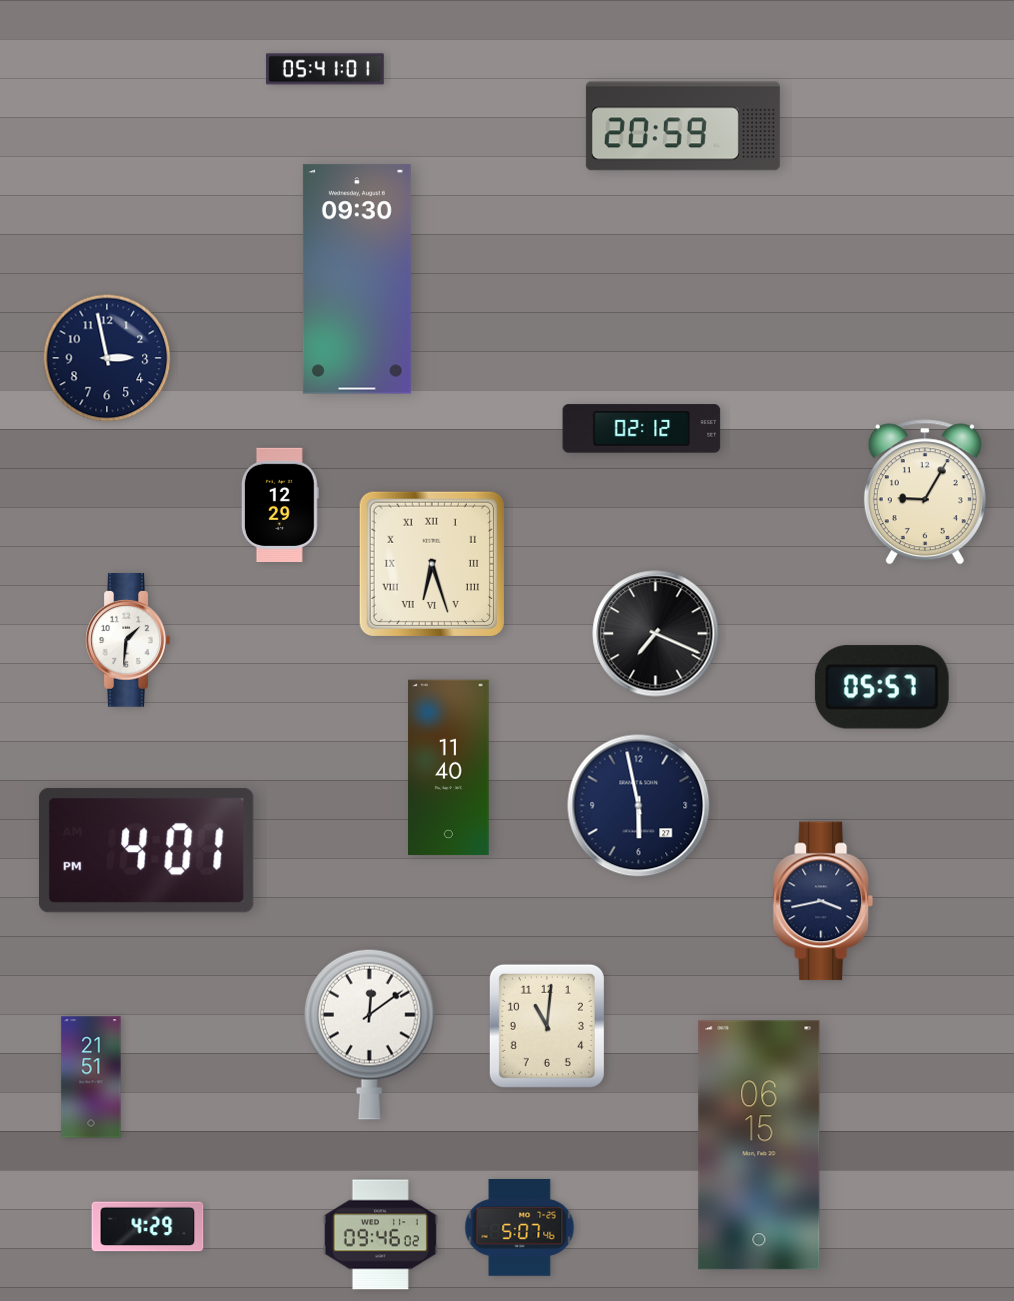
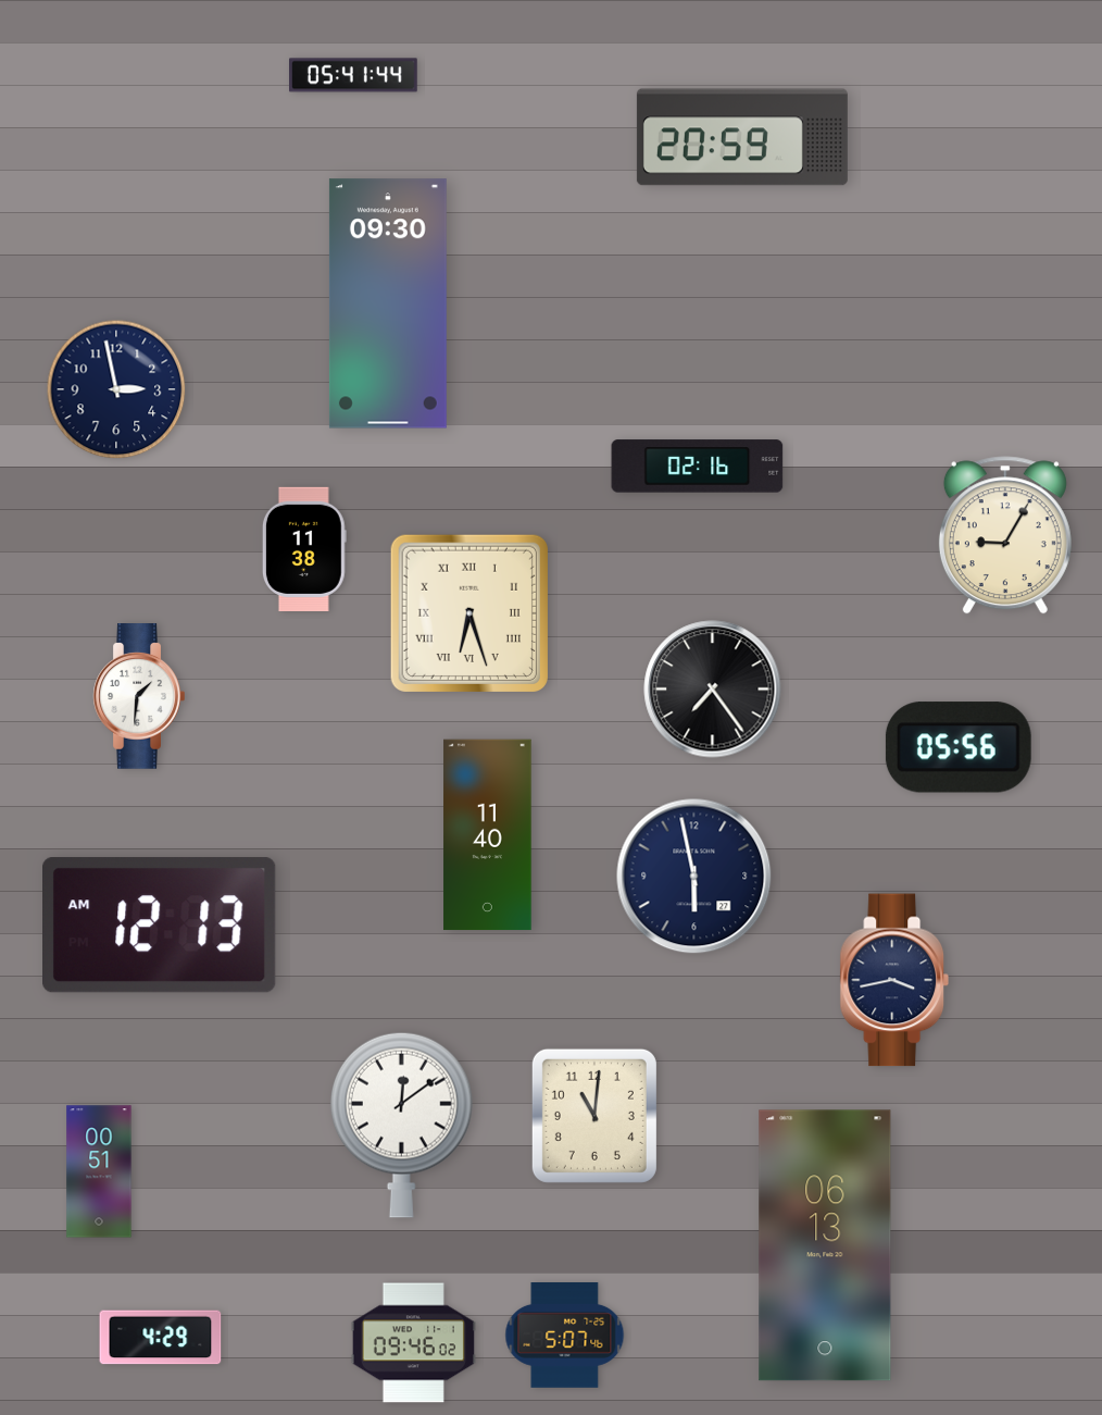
clock at (326, 69): 05:41:01 -> 05:41:44
clock at (642, 429): 02:12 -> 02:16
clock at (280, 504): 12:29 -> 11:38
clock at (656, 634): 7:19 -> 7:24
clock at (882, 687): 05:57 -> 05:56
clock at (147, 851): 4:01 -> 12:13
clock at (91, 1077): 21:51 -> 00:51
clock at (759, 1145): 06:15 -> 06:13
clock at (148, 1227) position: (148, 1227) -> (161, 1338)
